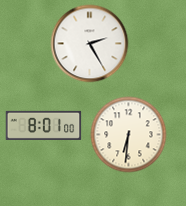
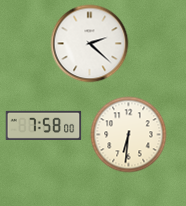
clock at (90, 44): 2:25 -> 2:22
clock at (44, 125): 8:01 -> 7:58
